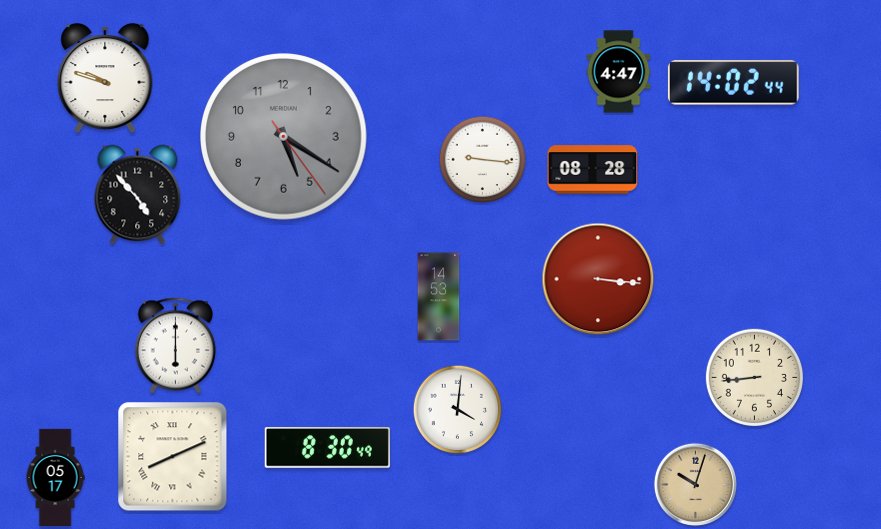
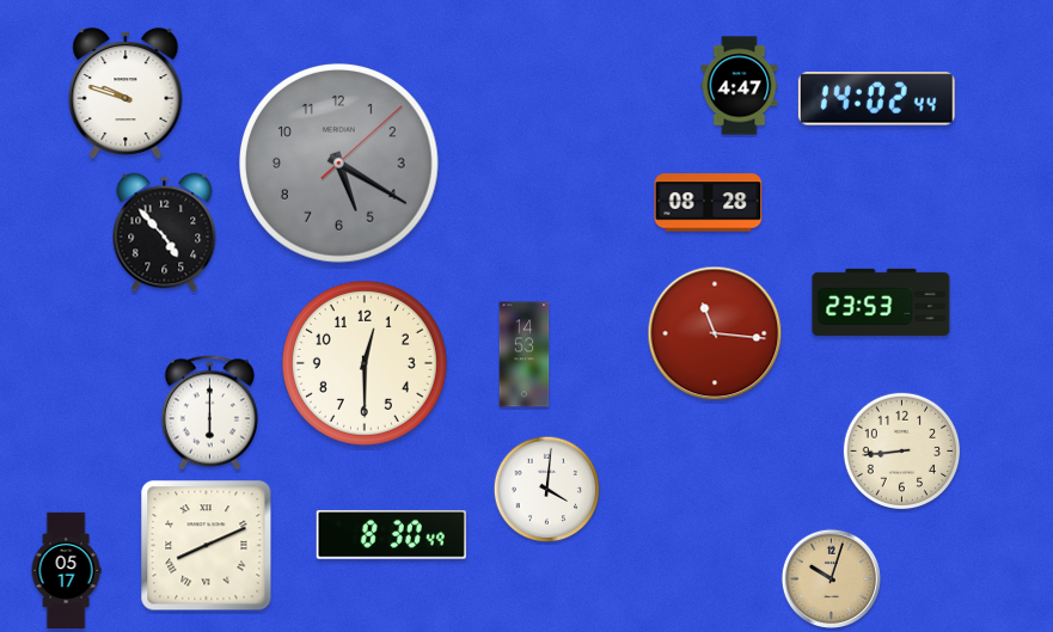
clock at (284, 137): 5:20:24 -> 5:20:08
clock at (483, 160): 9:16 -> none
clock at (881, 302): none -> 23:53
clock at (598, 279): 3:16 -> 11:16
clock at (365, 363): none -> 12:30
